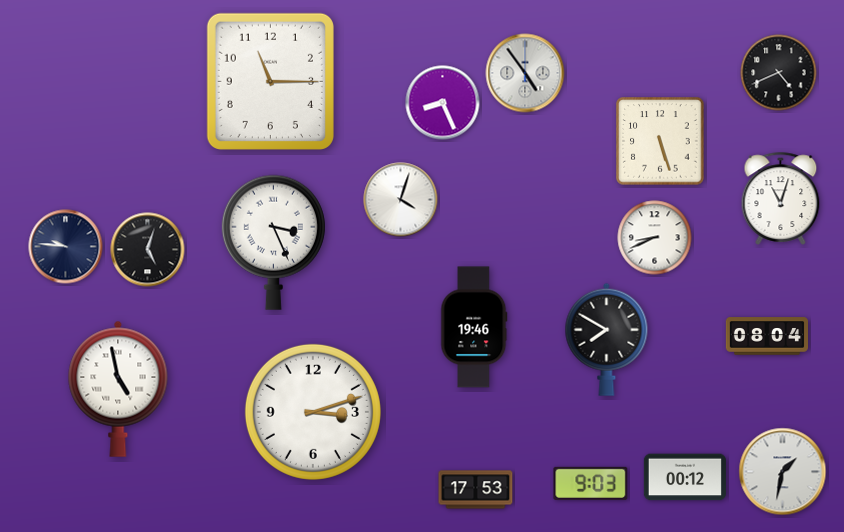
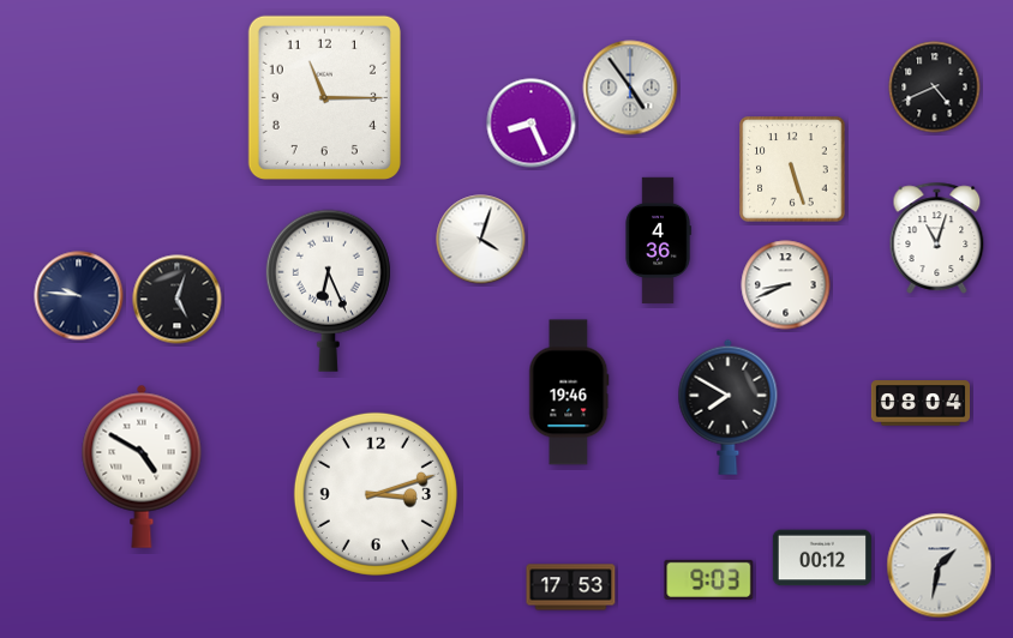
clock at (658, 241): none -> 4:36
clock at (273, 242): 3:26 -> 6:26
clock at (118, 389): 4:58 -> 4:50
clock at (685, 477) position: (685, 477) -> (822, 558)
